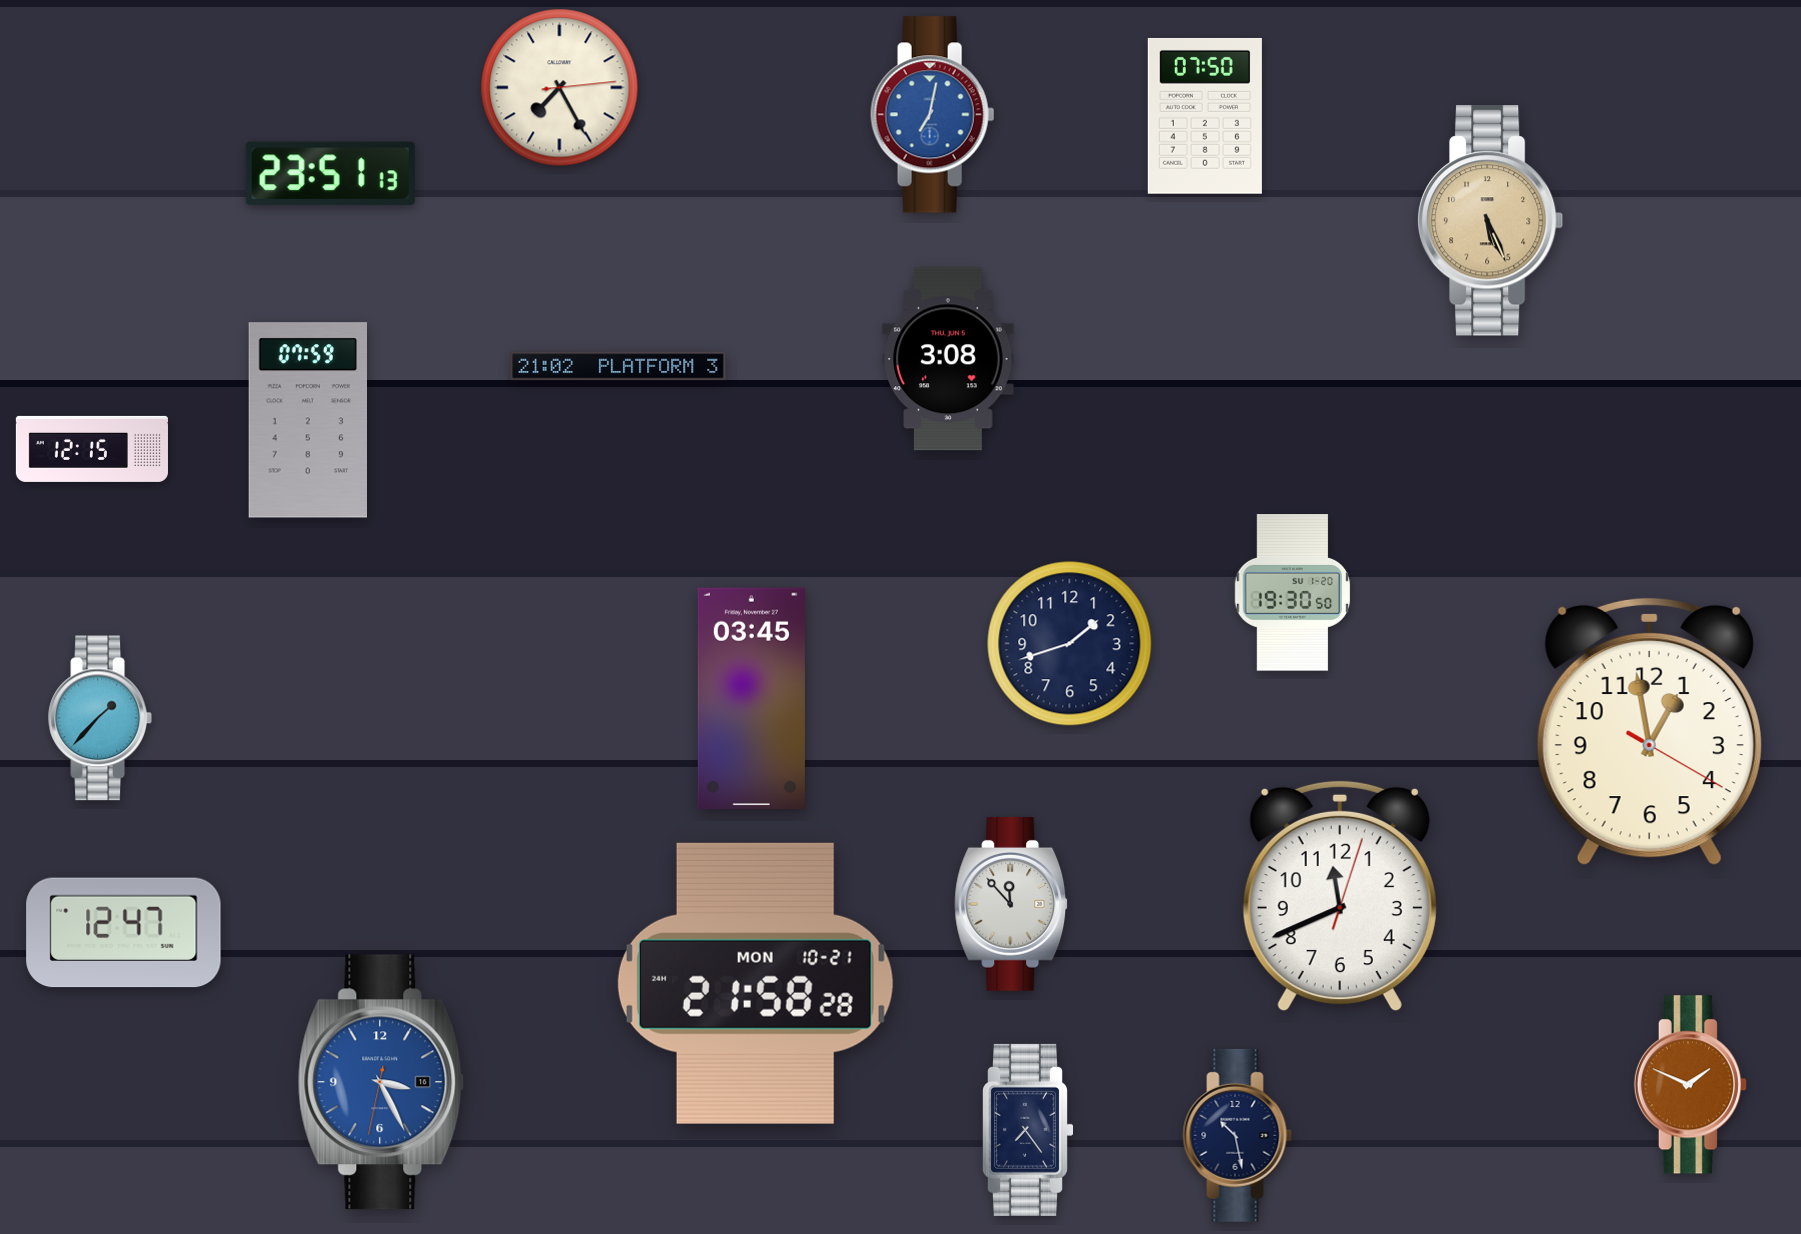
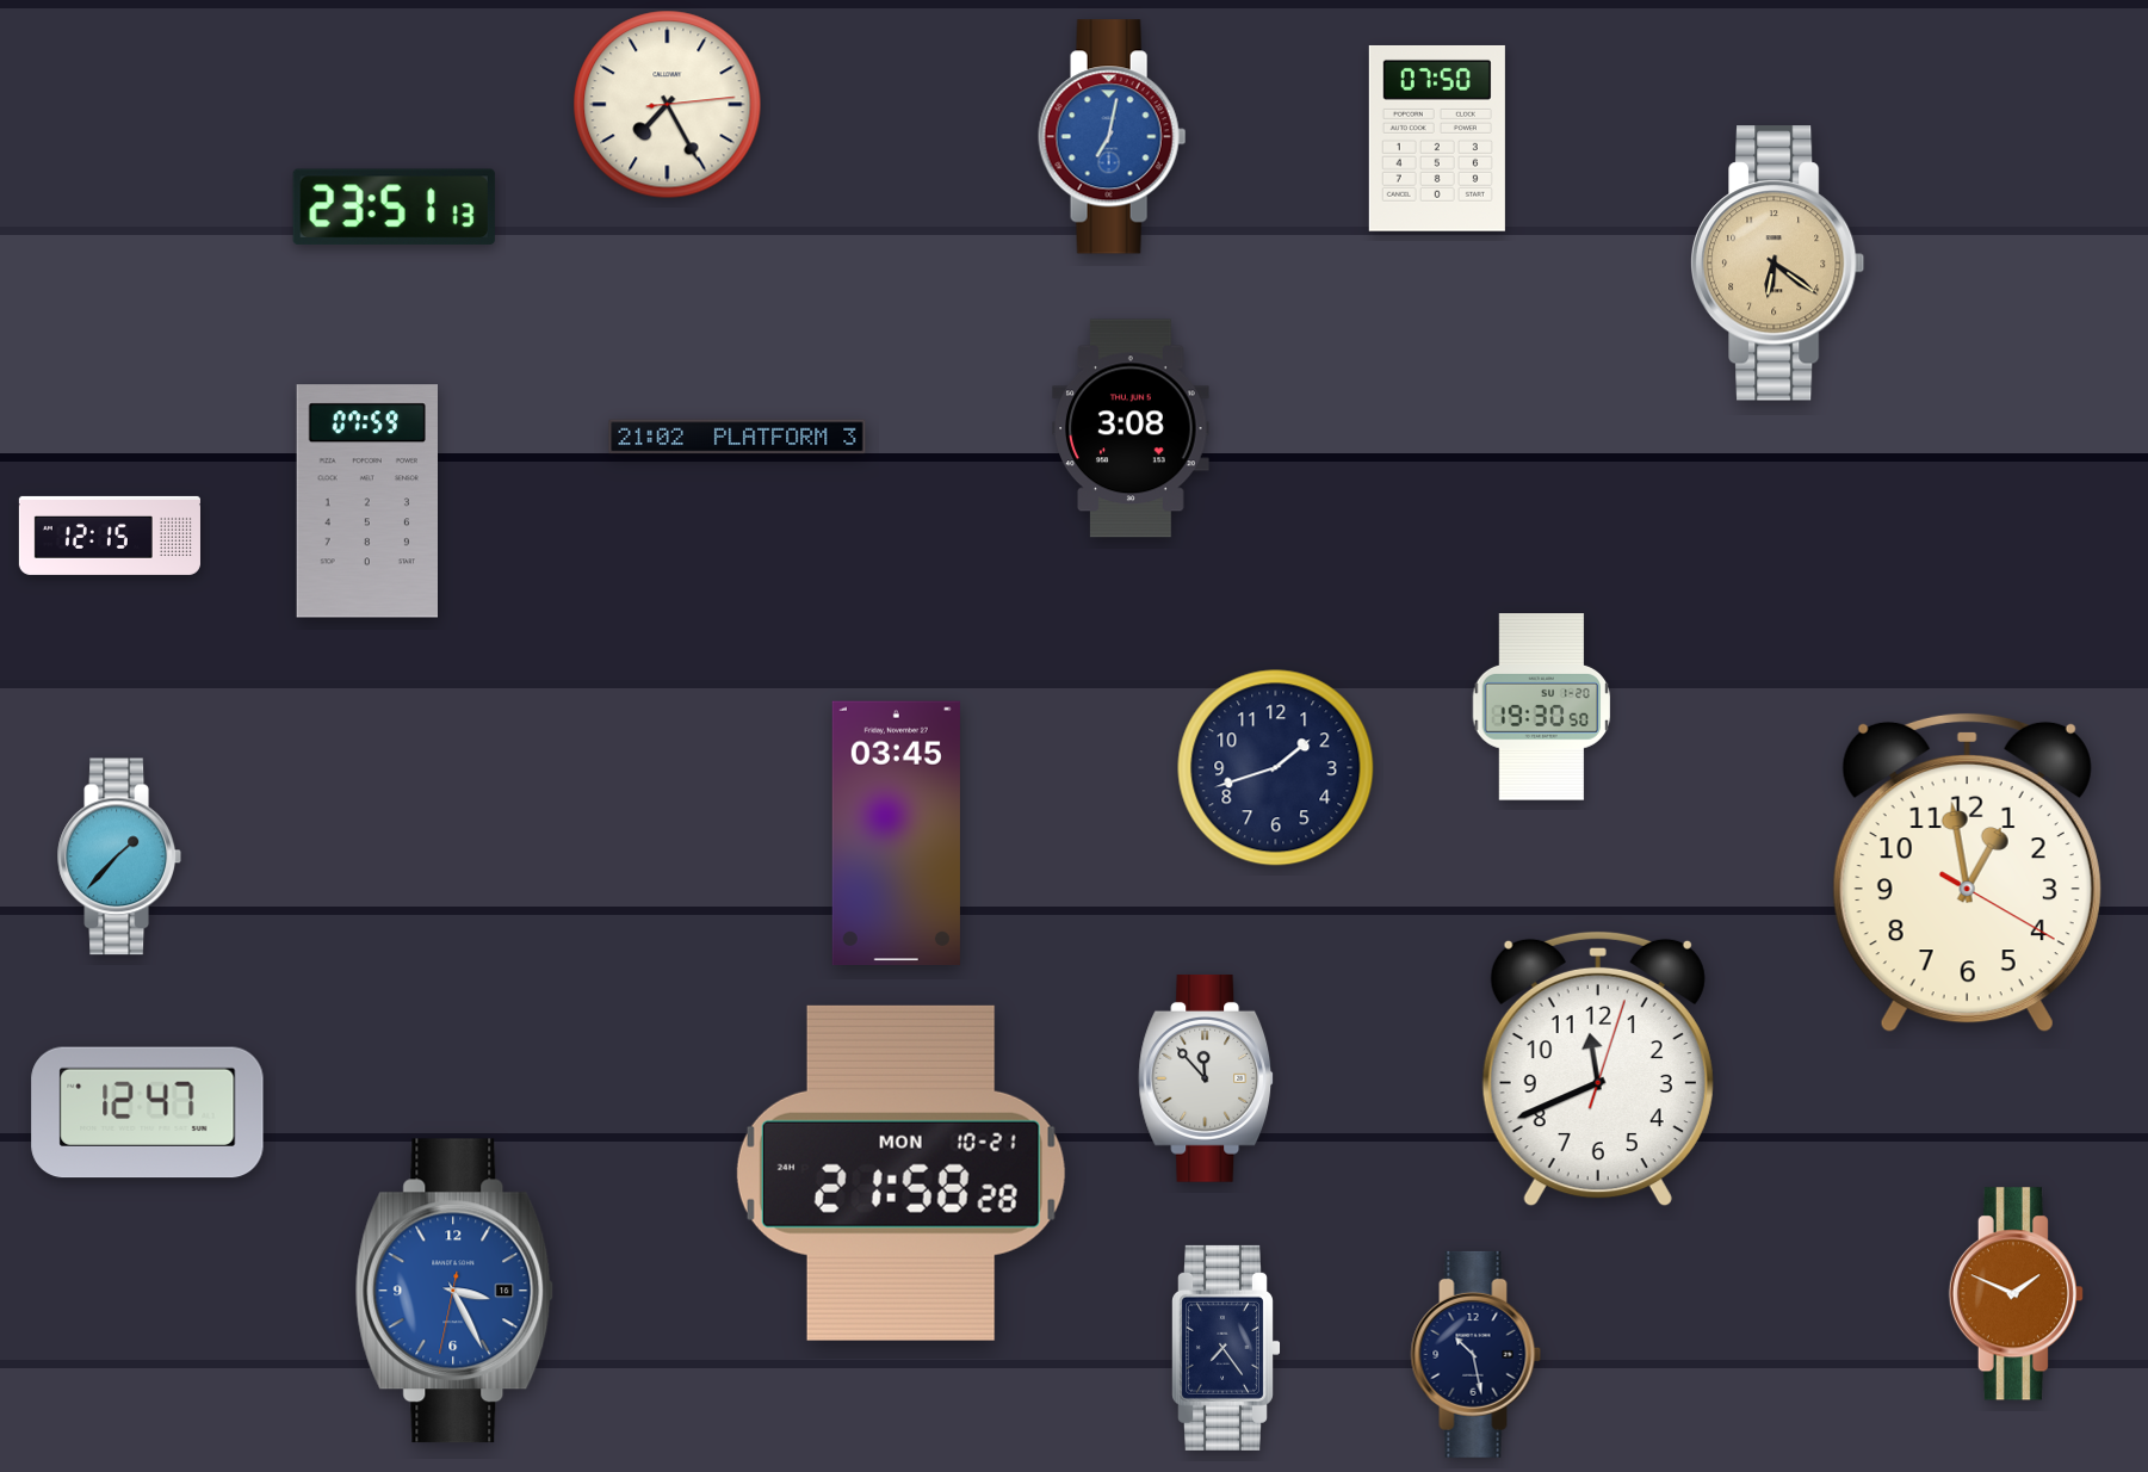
clock at (1491, 221): 5:26 -> 6:21
